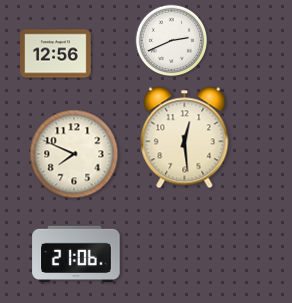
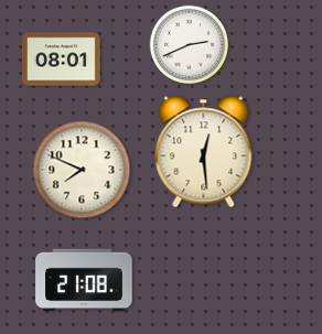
clock at (56, 54): 12:56 -> 08:01
clock at (76, 254): 21:06 -> 21:08
